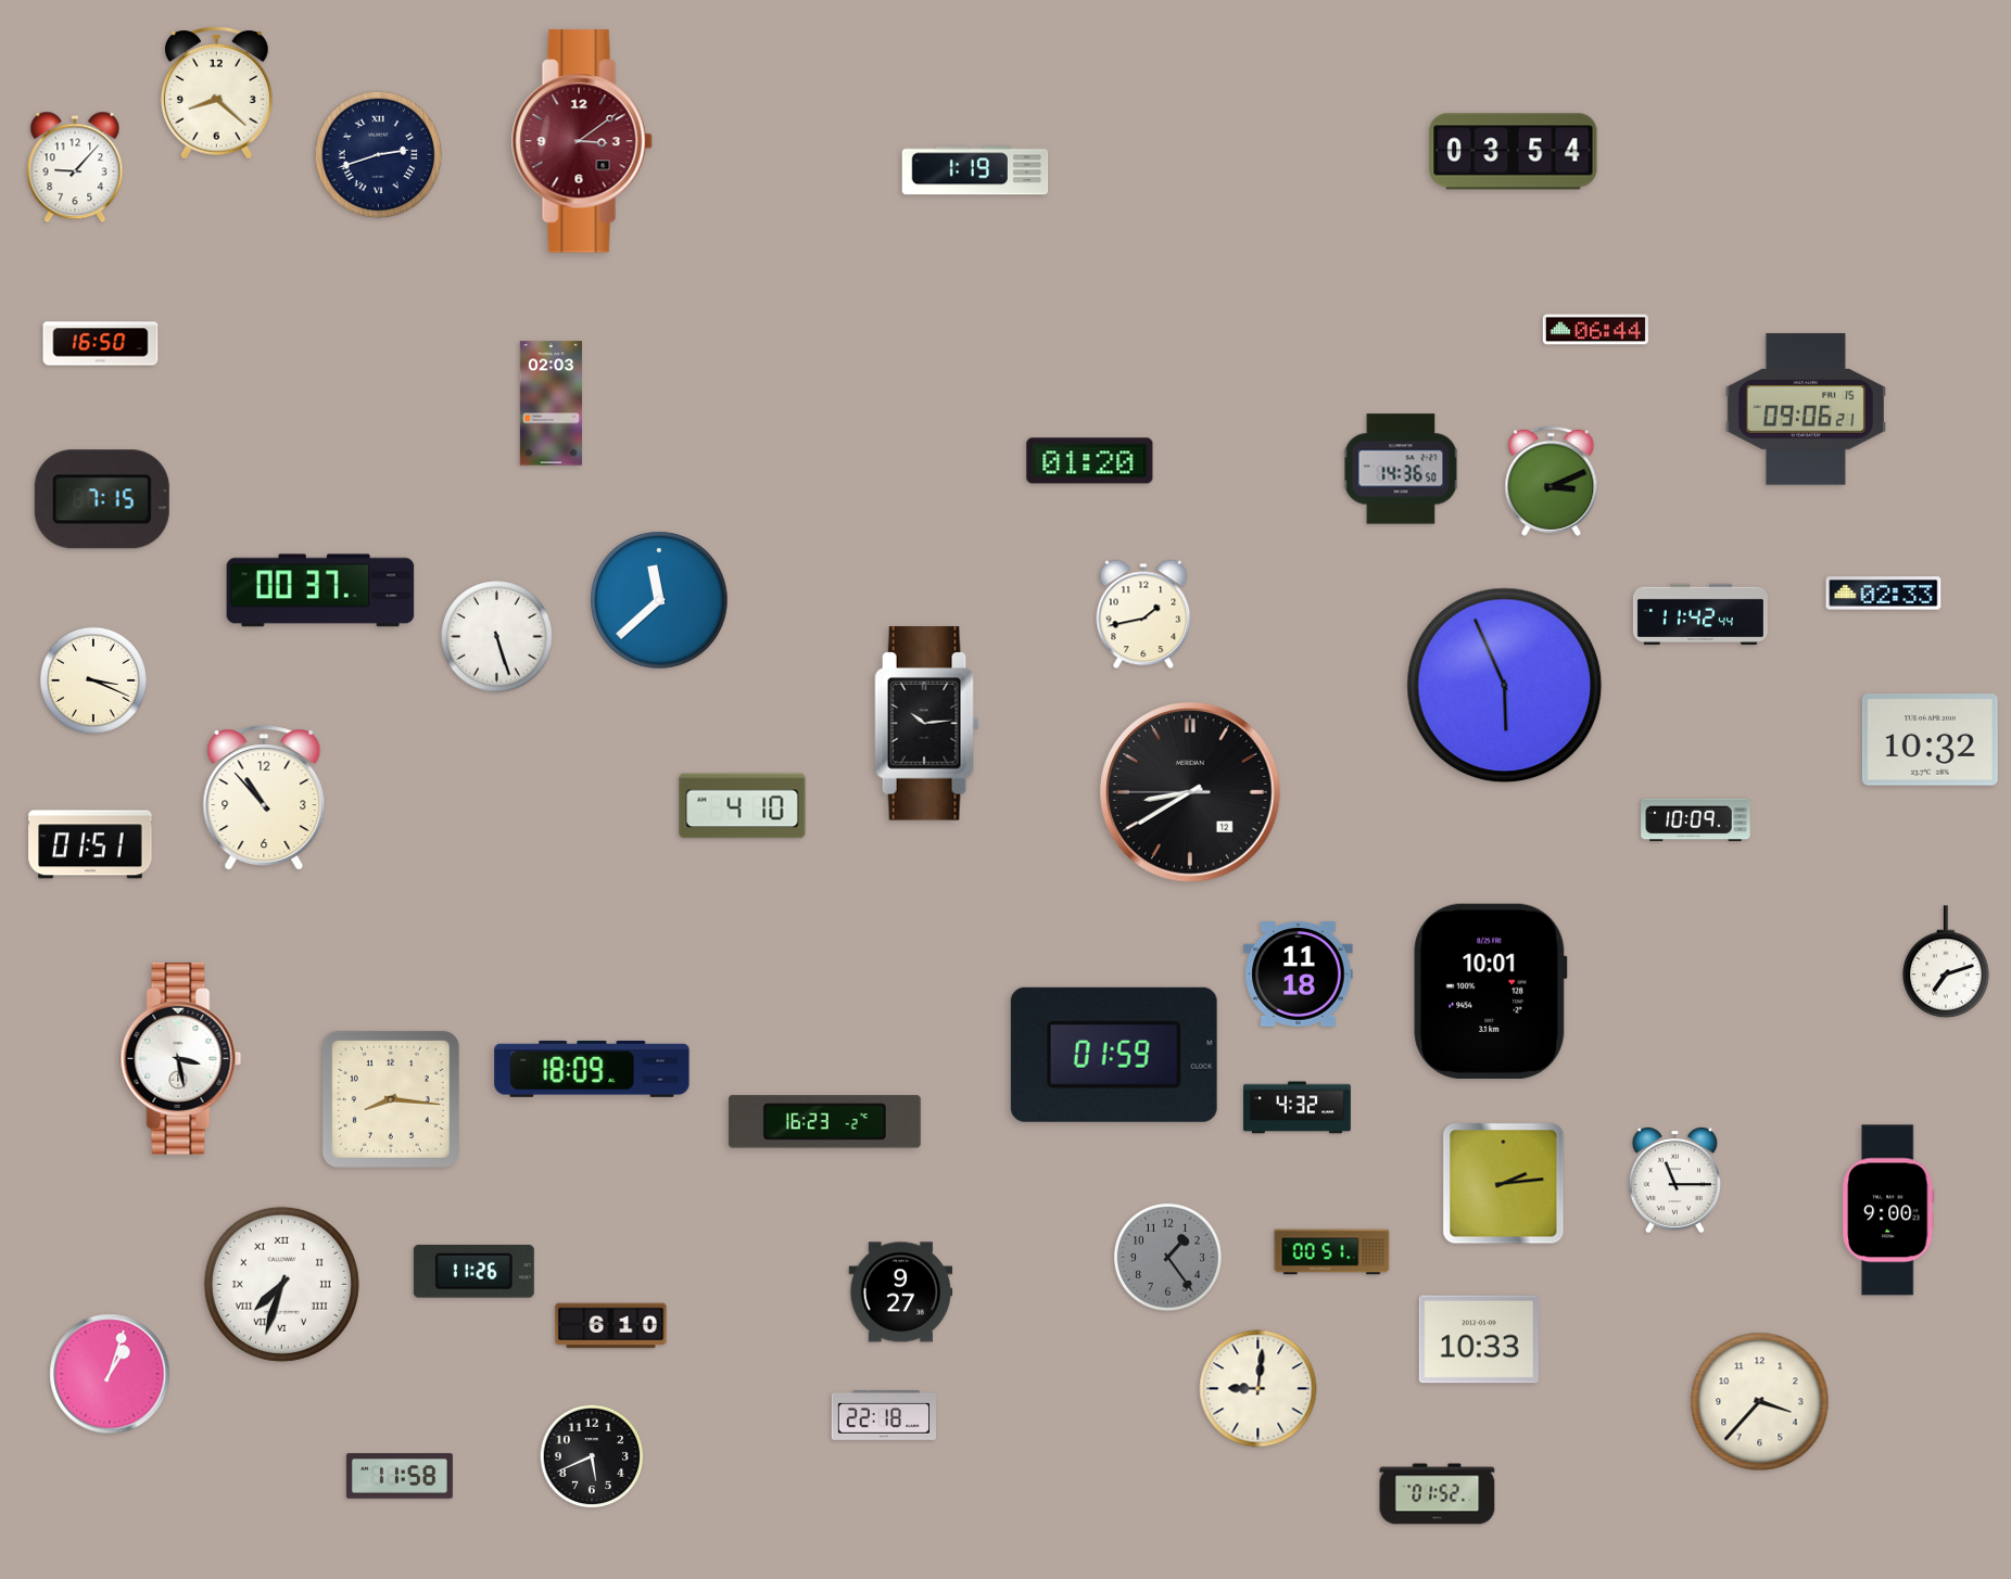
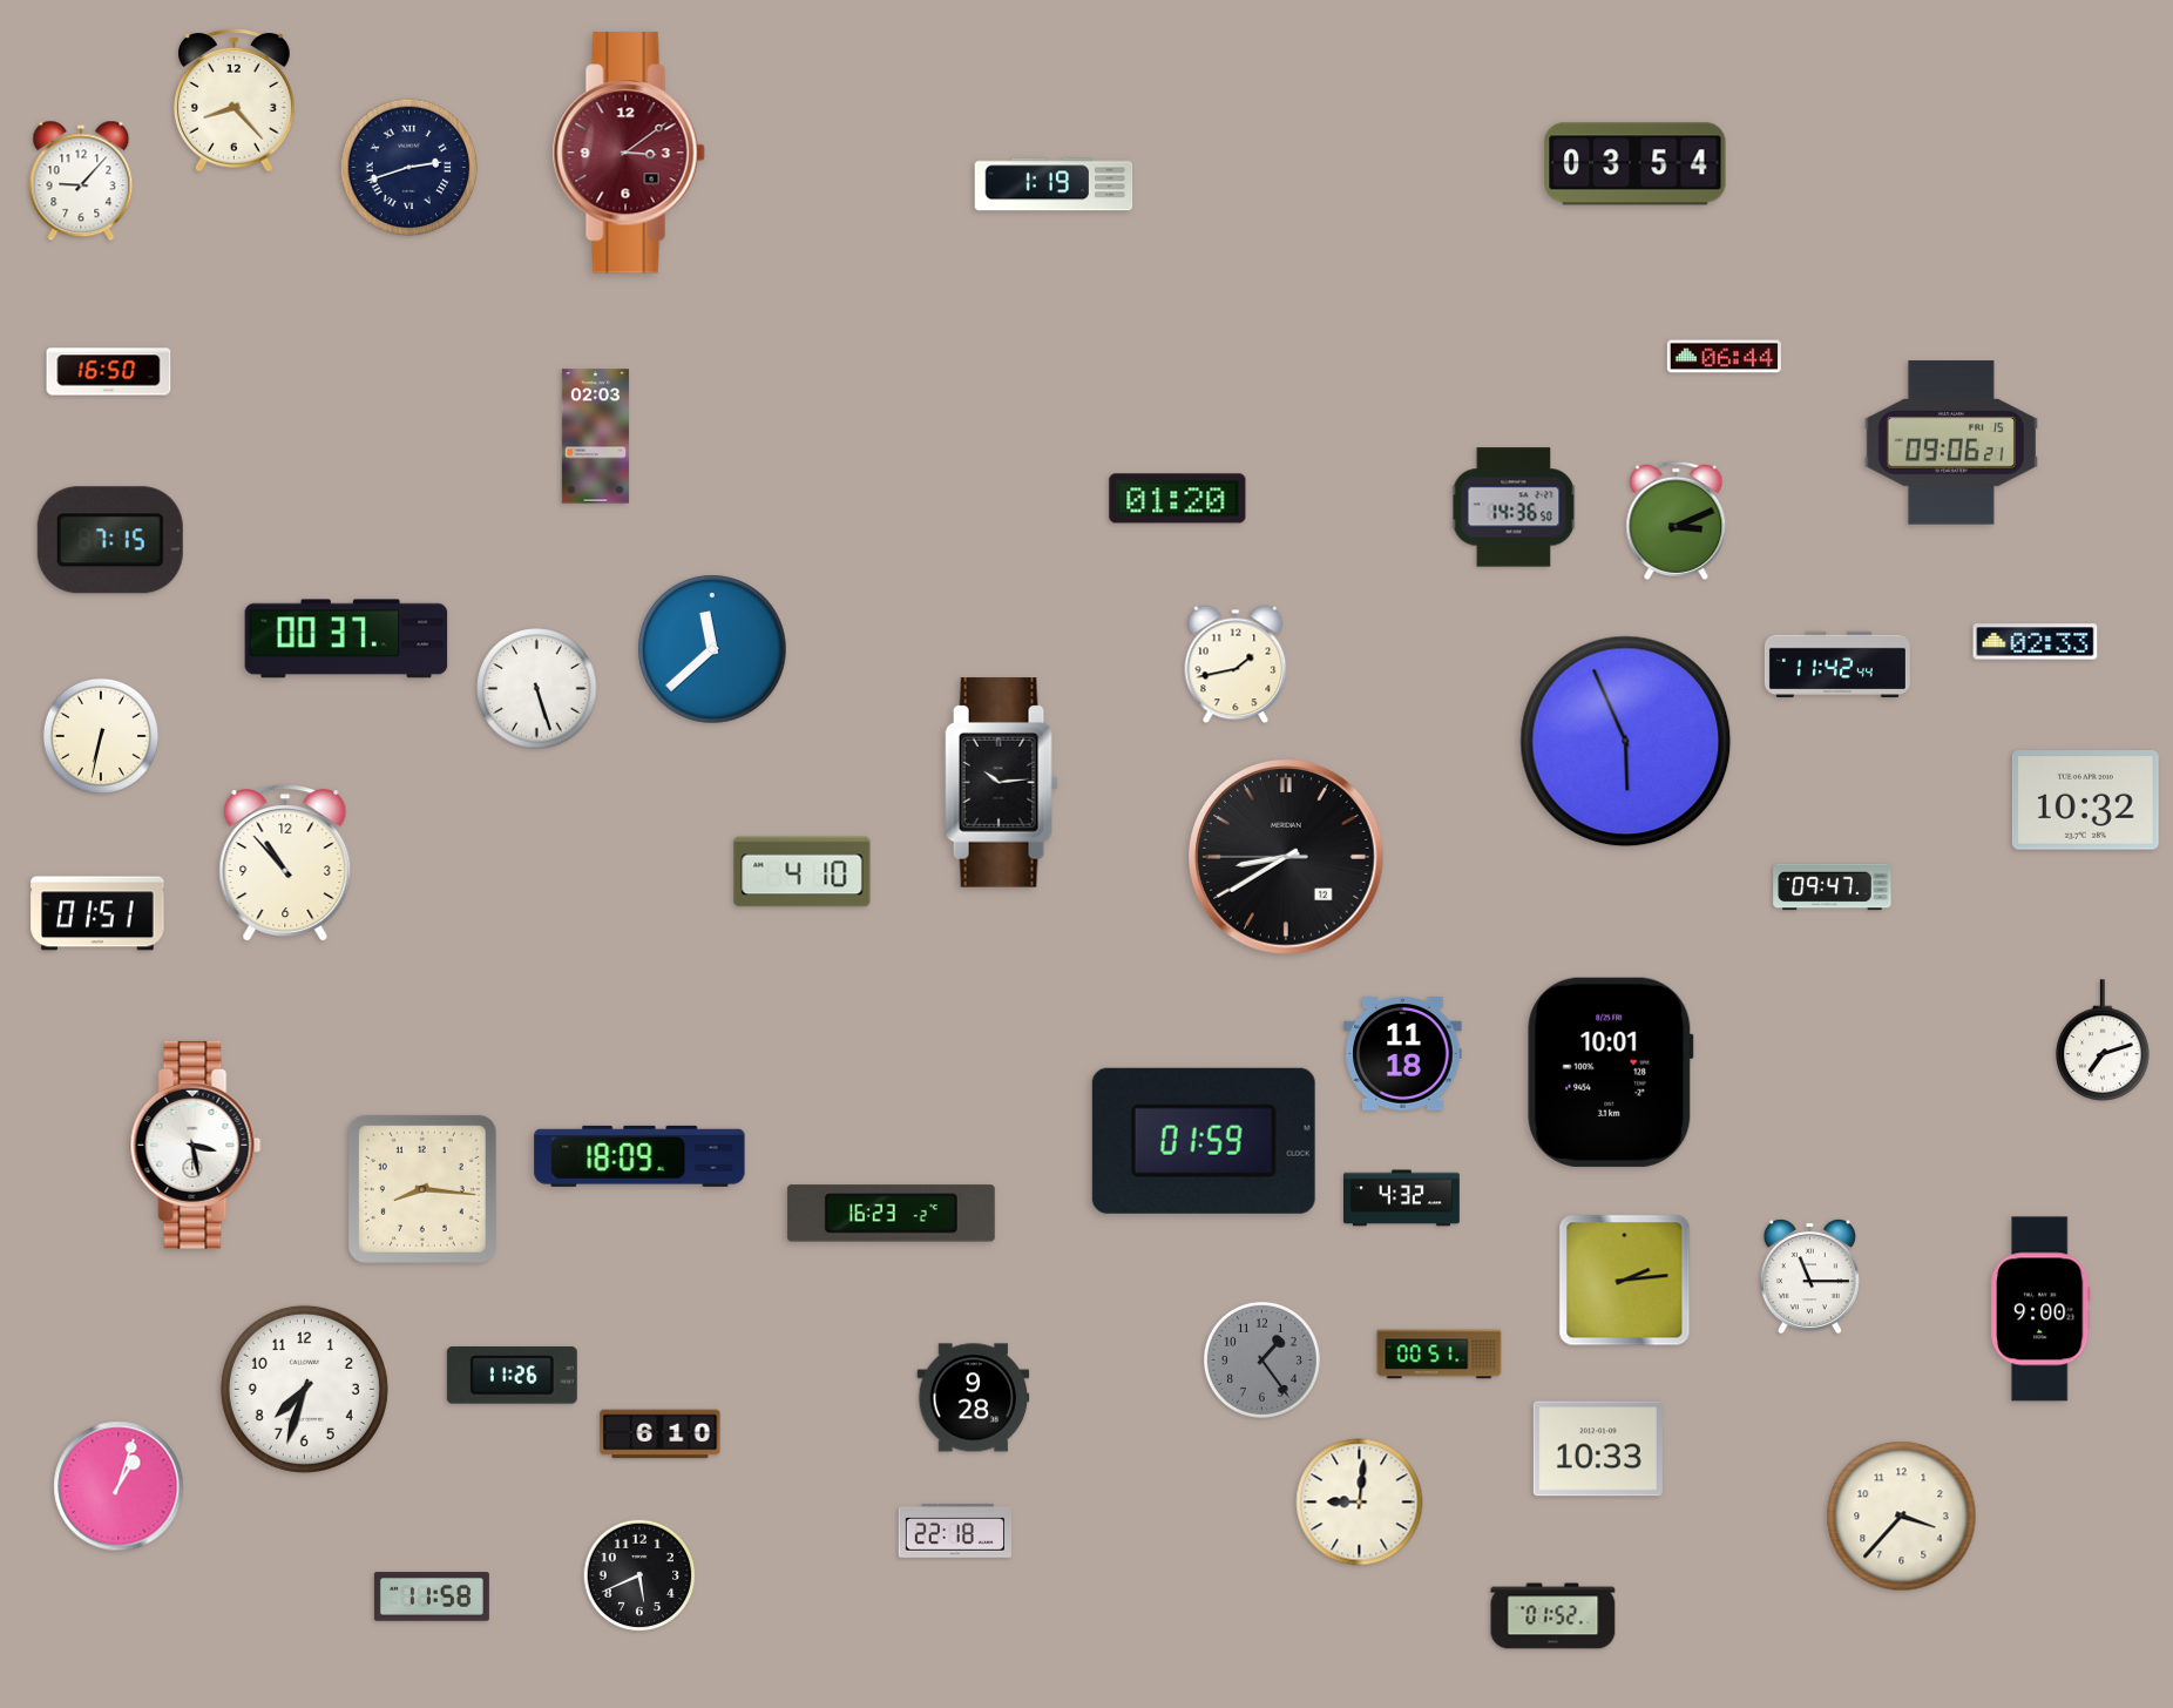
clock at (217, 93): 8:22 -> 8:23
clock at (93, 680): 3:19 -> 6:32
clock at (1696, 820): 10:09 -> 09:47
clock at (281, 1284) numerals: Roman -> Arabic
clock at (901, 1293): 9:27 -> 9:28
